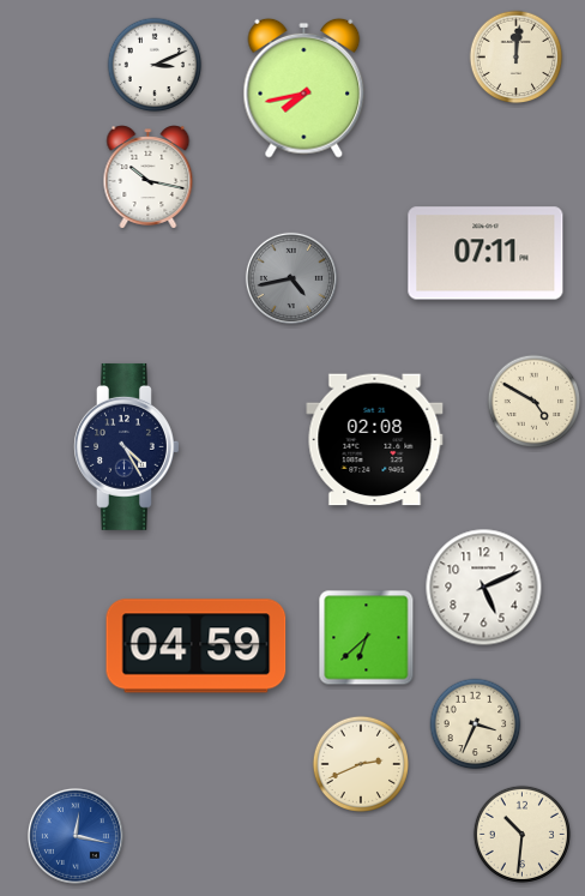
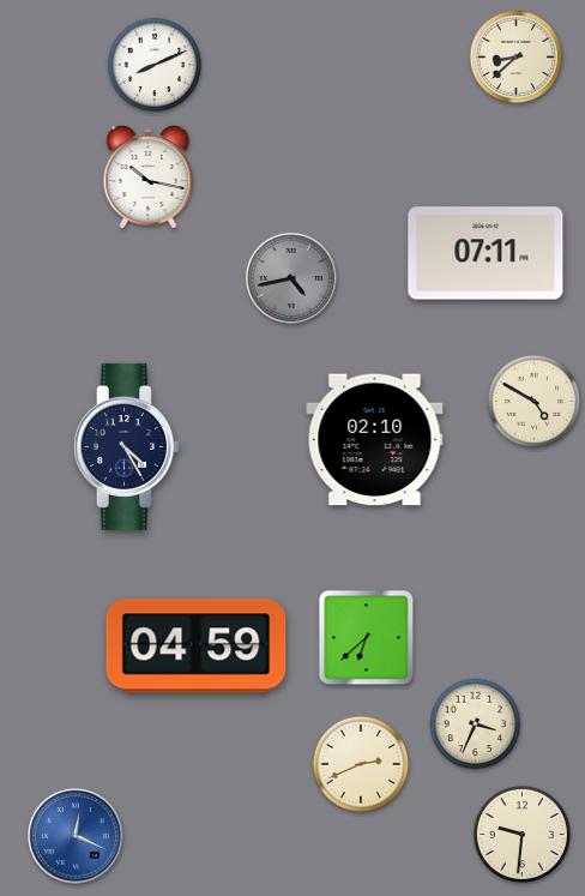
clock at (517, 58): 12:01 -> 8:38
clock at (155, 65): 3:11 -> 8:11
clock at (304, 88): 7:43 -> none
clock at (375, 440): 02:08 -> 02:10
clock at (484, 588): 5:11 -> none
clock at (521, 834): 10:31 -> 9:31
clock at (76, 836): 12:17 -> 12:19
